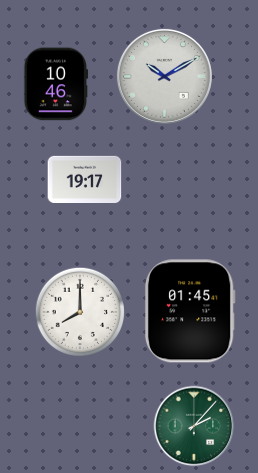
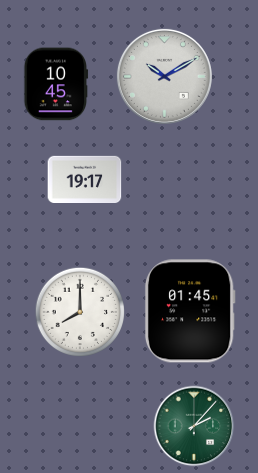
clock at (56, 84): 10:46 -> 10:45
